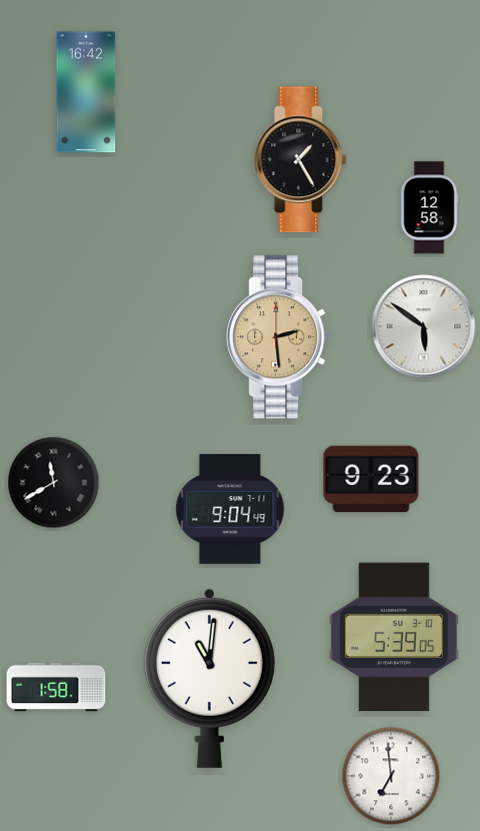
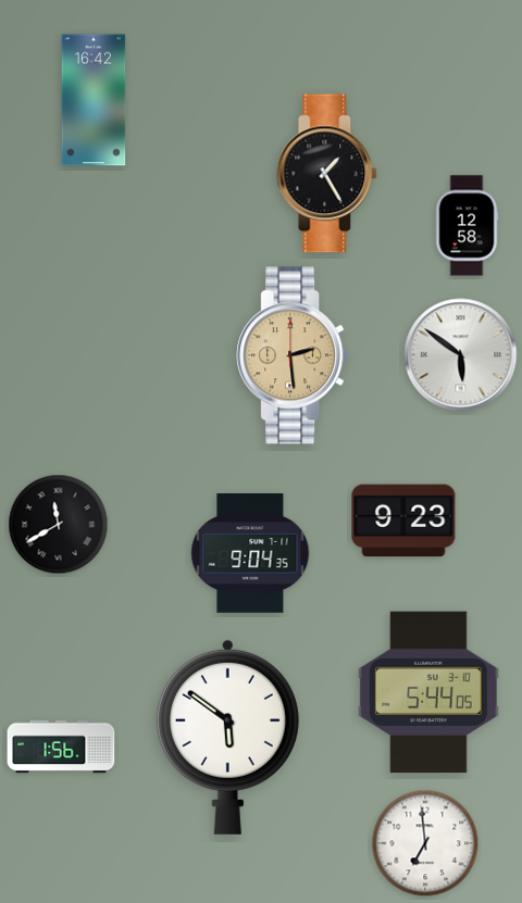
clock at (278, 337) position: (278, 337) -> (293, 355)
clock at (230, 509): 9:04:49 -> 9:04:35
clock at (394, 637): 5:39 -> 5:44
clock at (209, 678): 11:01 -> 5:51
clock at (56, 687): 1:58 -> 1:56
